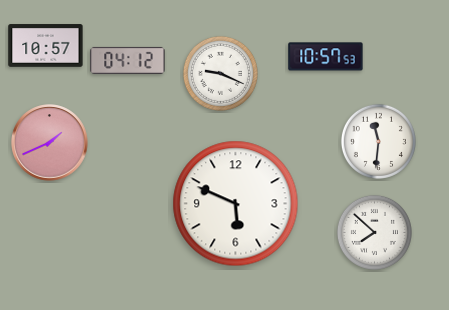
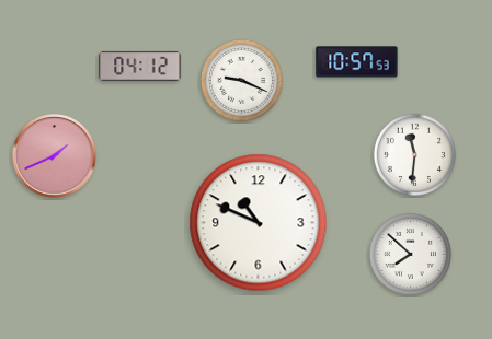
clock at (46, 46): 10:57 -> none
clock at (236, 204): 5:49 -> 10:49
